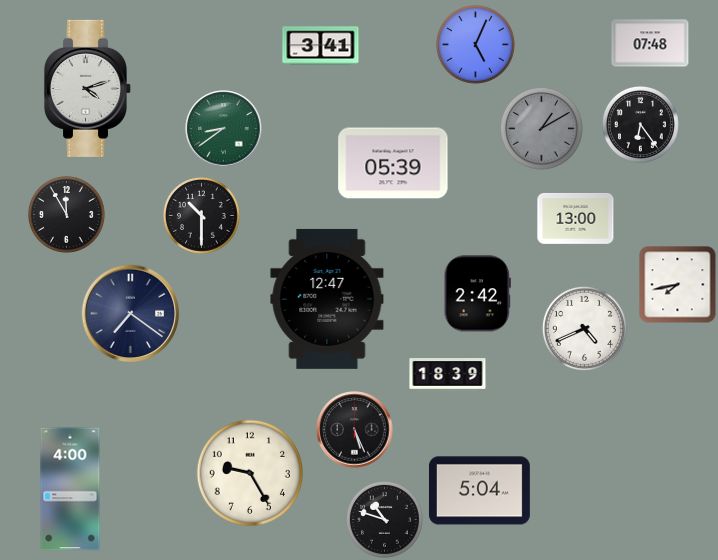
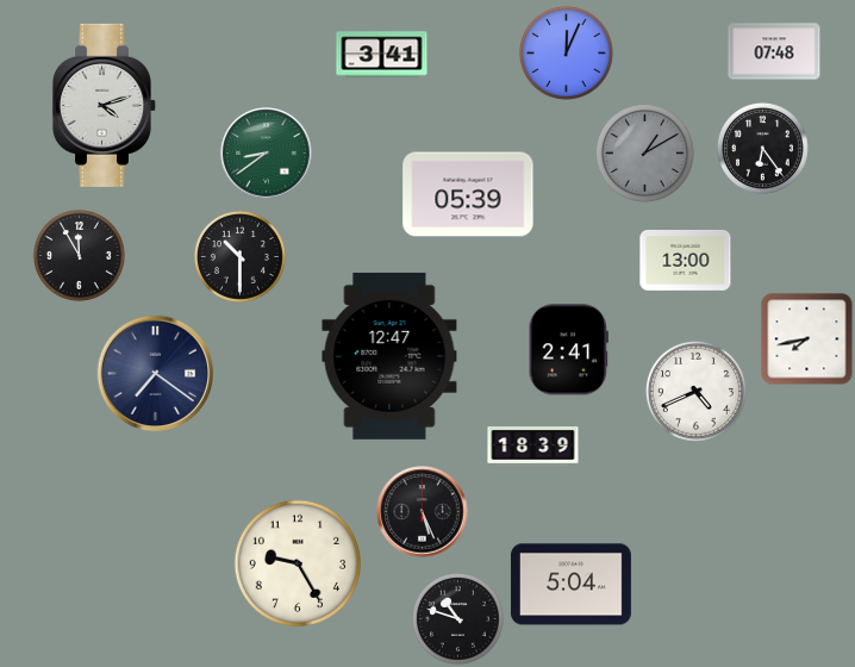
clock at (475, 44): 5:04 -> 12:04
clock at (477, 294): 2:42 -> 2:41
clock at (70, 489): 4:00 -> none
